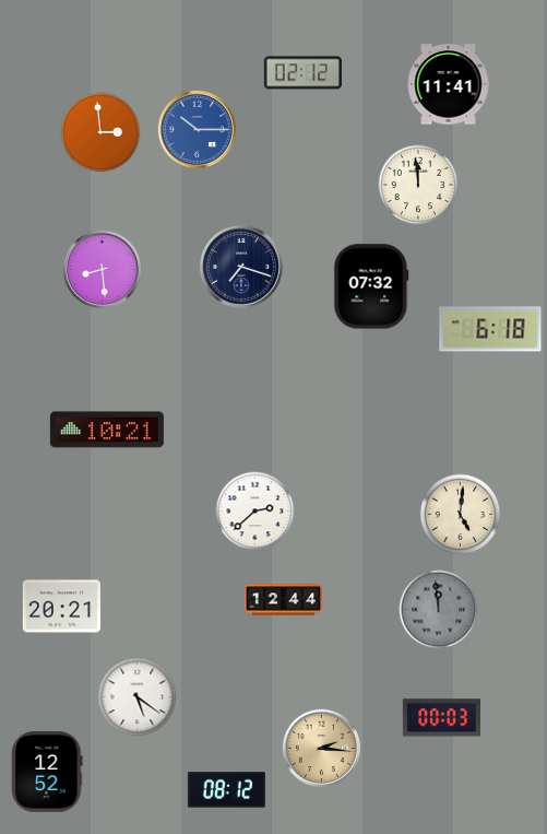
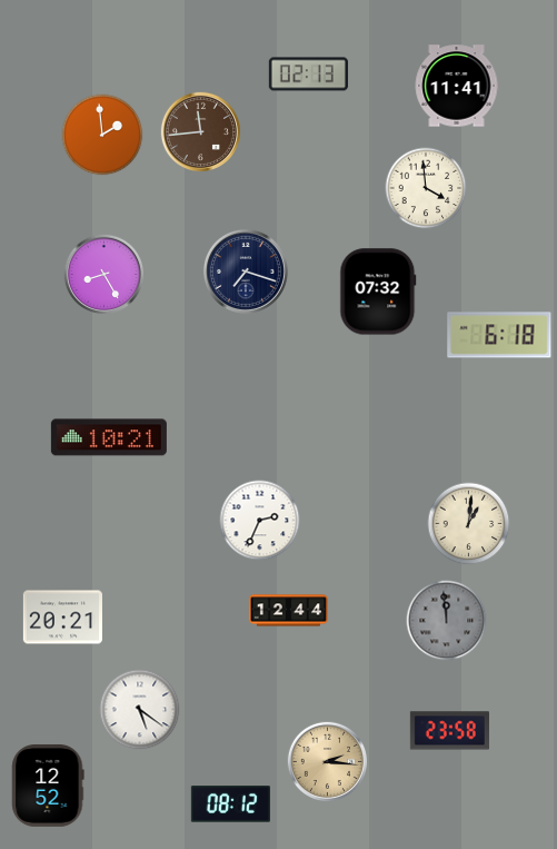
clock at (302, 73): 02:12 -> 02:13
clock at (197, 129): 10:15 -> 11:44
clock at (197, 129) dial: blue -> brown
clock at (100, 132): 2:59 -> 1:59
clock at (418, 185): 11:59 -> 3:59
clock at (102, 269): 8:29 -> 8:25
clock at (255, 512): 2:38 -> 2:34
clock at (461, 515): 5:01 -> 1:01
clock at (441, 718): 00:03 -> 23:58
